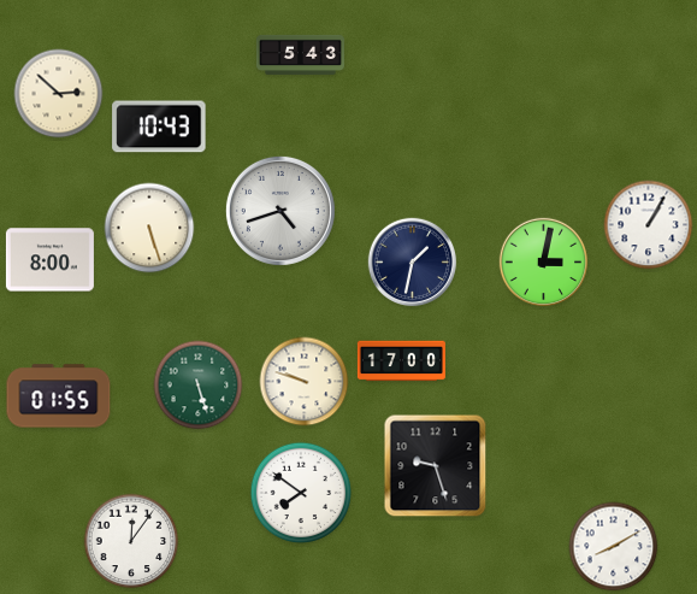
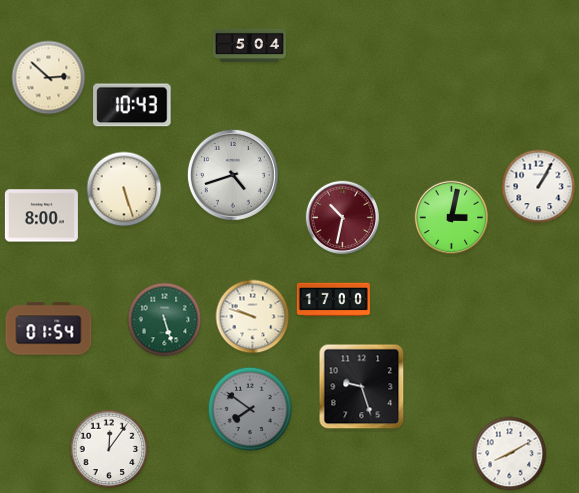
clock at (300, 54): 5:43 -> 5:04
clock at (413, 263): 1:32 -> 10:32
clock at (413, 263) dial: navy -> burgundy
clock at (59, 396): 01:55 -> 01:54
clock at (301, 493) dial: white -> grey
